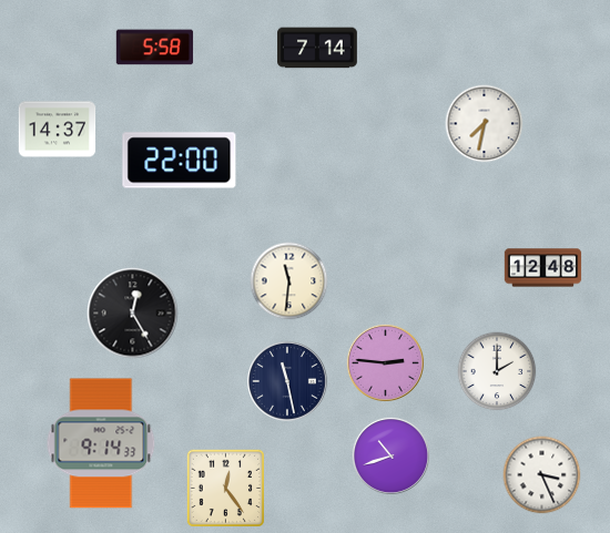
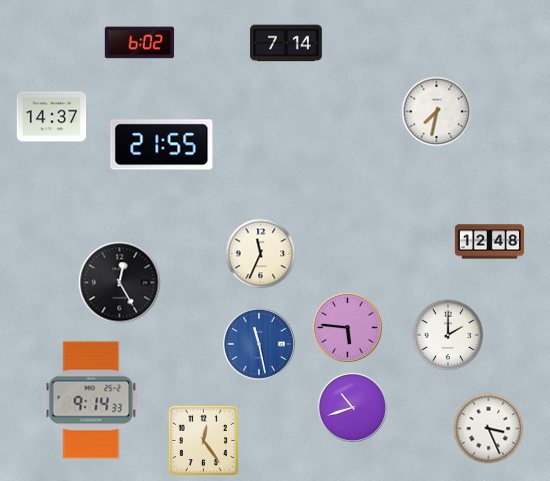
clock at (155, 48): 5:58 -> 6:02
clock at (180, 161): 22:00 -> 21:55
clock at (289, 281): 11:31 -> 11:34
clock at (385, 362): 2:46 -> 5:46
clock at (287, 381) dial: navy -> blue
clock at (390, 455) position: (390, 455) -> (352, 407)
